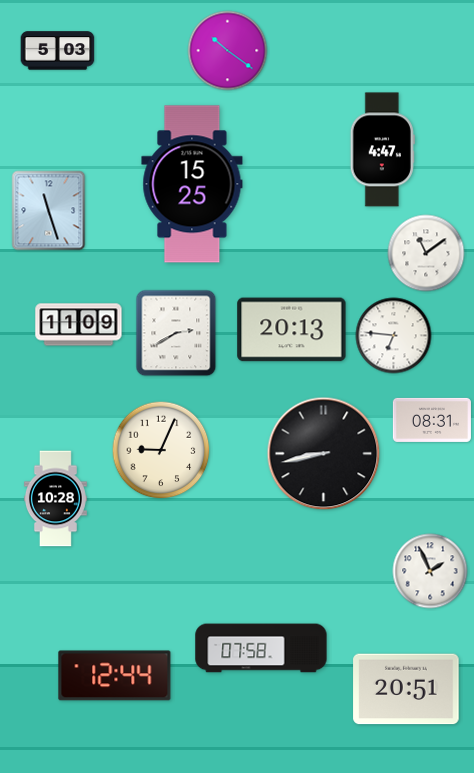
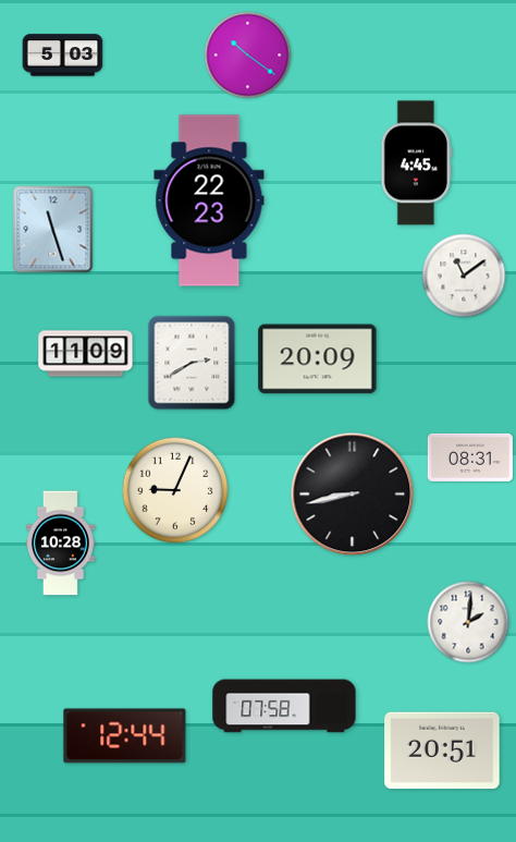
clock at (382, 150): 4:47 -> 4:45
clock at (192, 184): 15:25 -> 22:23
clock at (292, 330): 20:13 -> 20:09
clock at (394, 336): 6:46 -> none
clock at (430, 571): 1:56 -> 2:01
